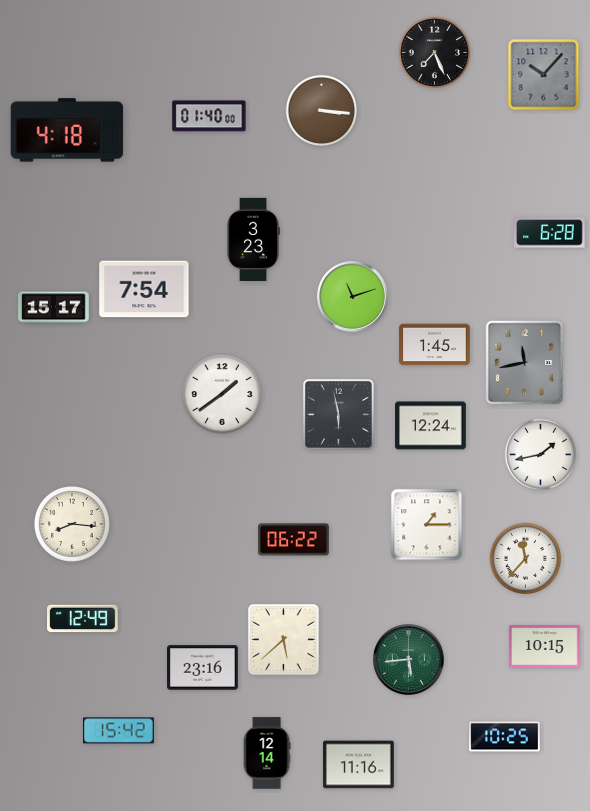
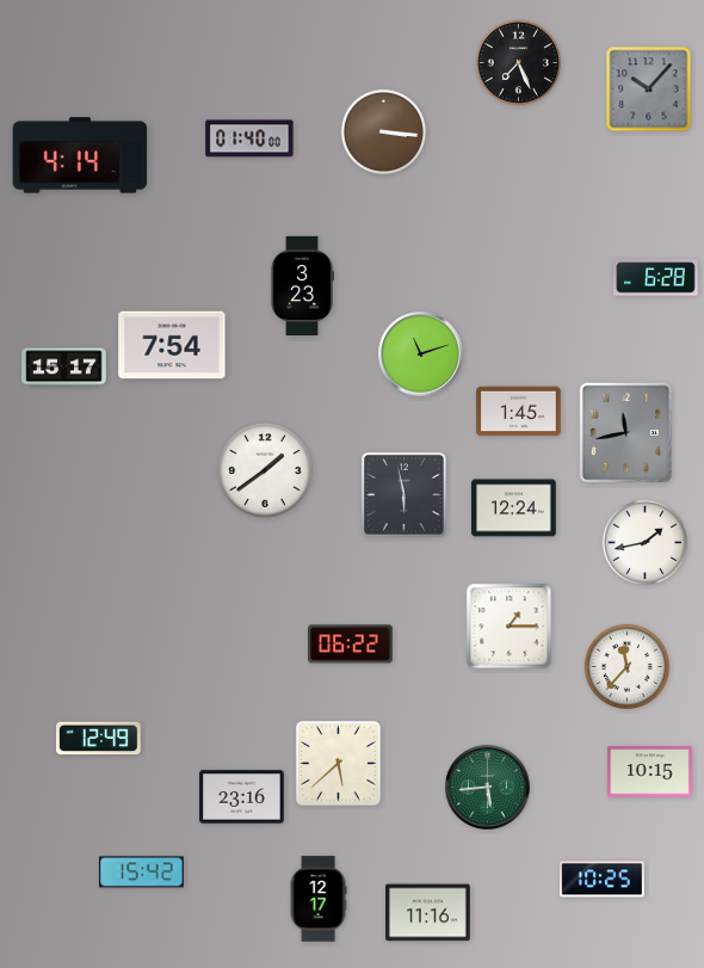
clock at (67, 130): 4:18 -> 4:14
clock at (72, 524): 8:16 -> none
clock at (267, 753): 12:14 -> 12:17
